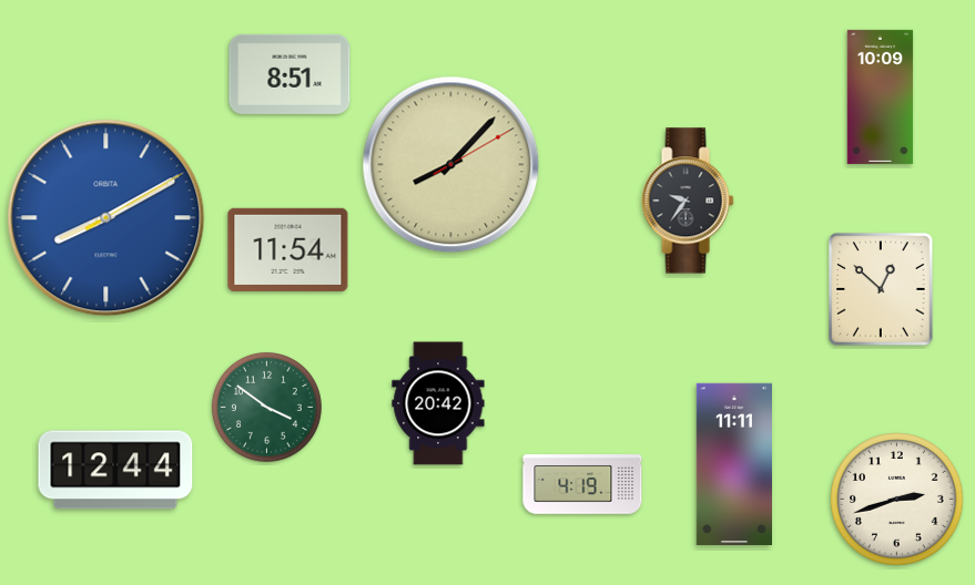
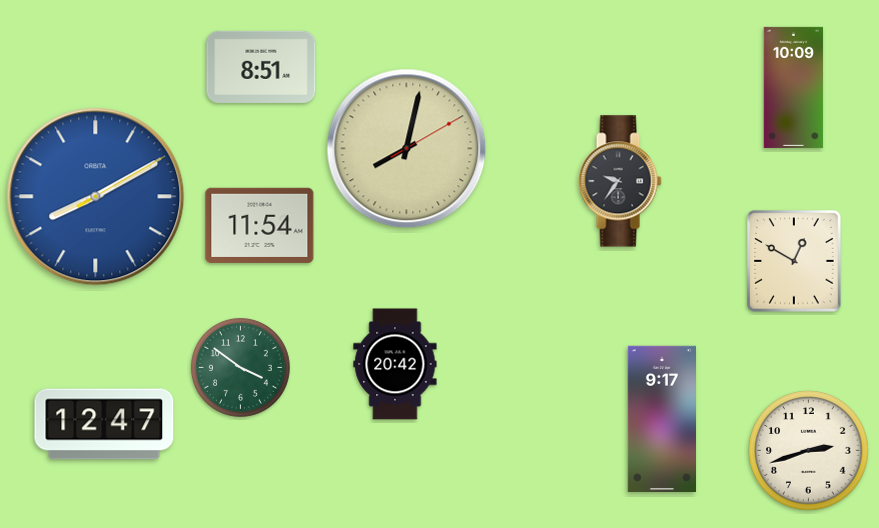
clock at (451, 165): 8:07 -> 8:02
clock at (881, 289): 12:52 -> 12:50
clock at (733, 463): 11:11 -> 9:17
clock at (115, 470): 12:44 -> 12:47
clock at (582, 484): 4:19 -> none
